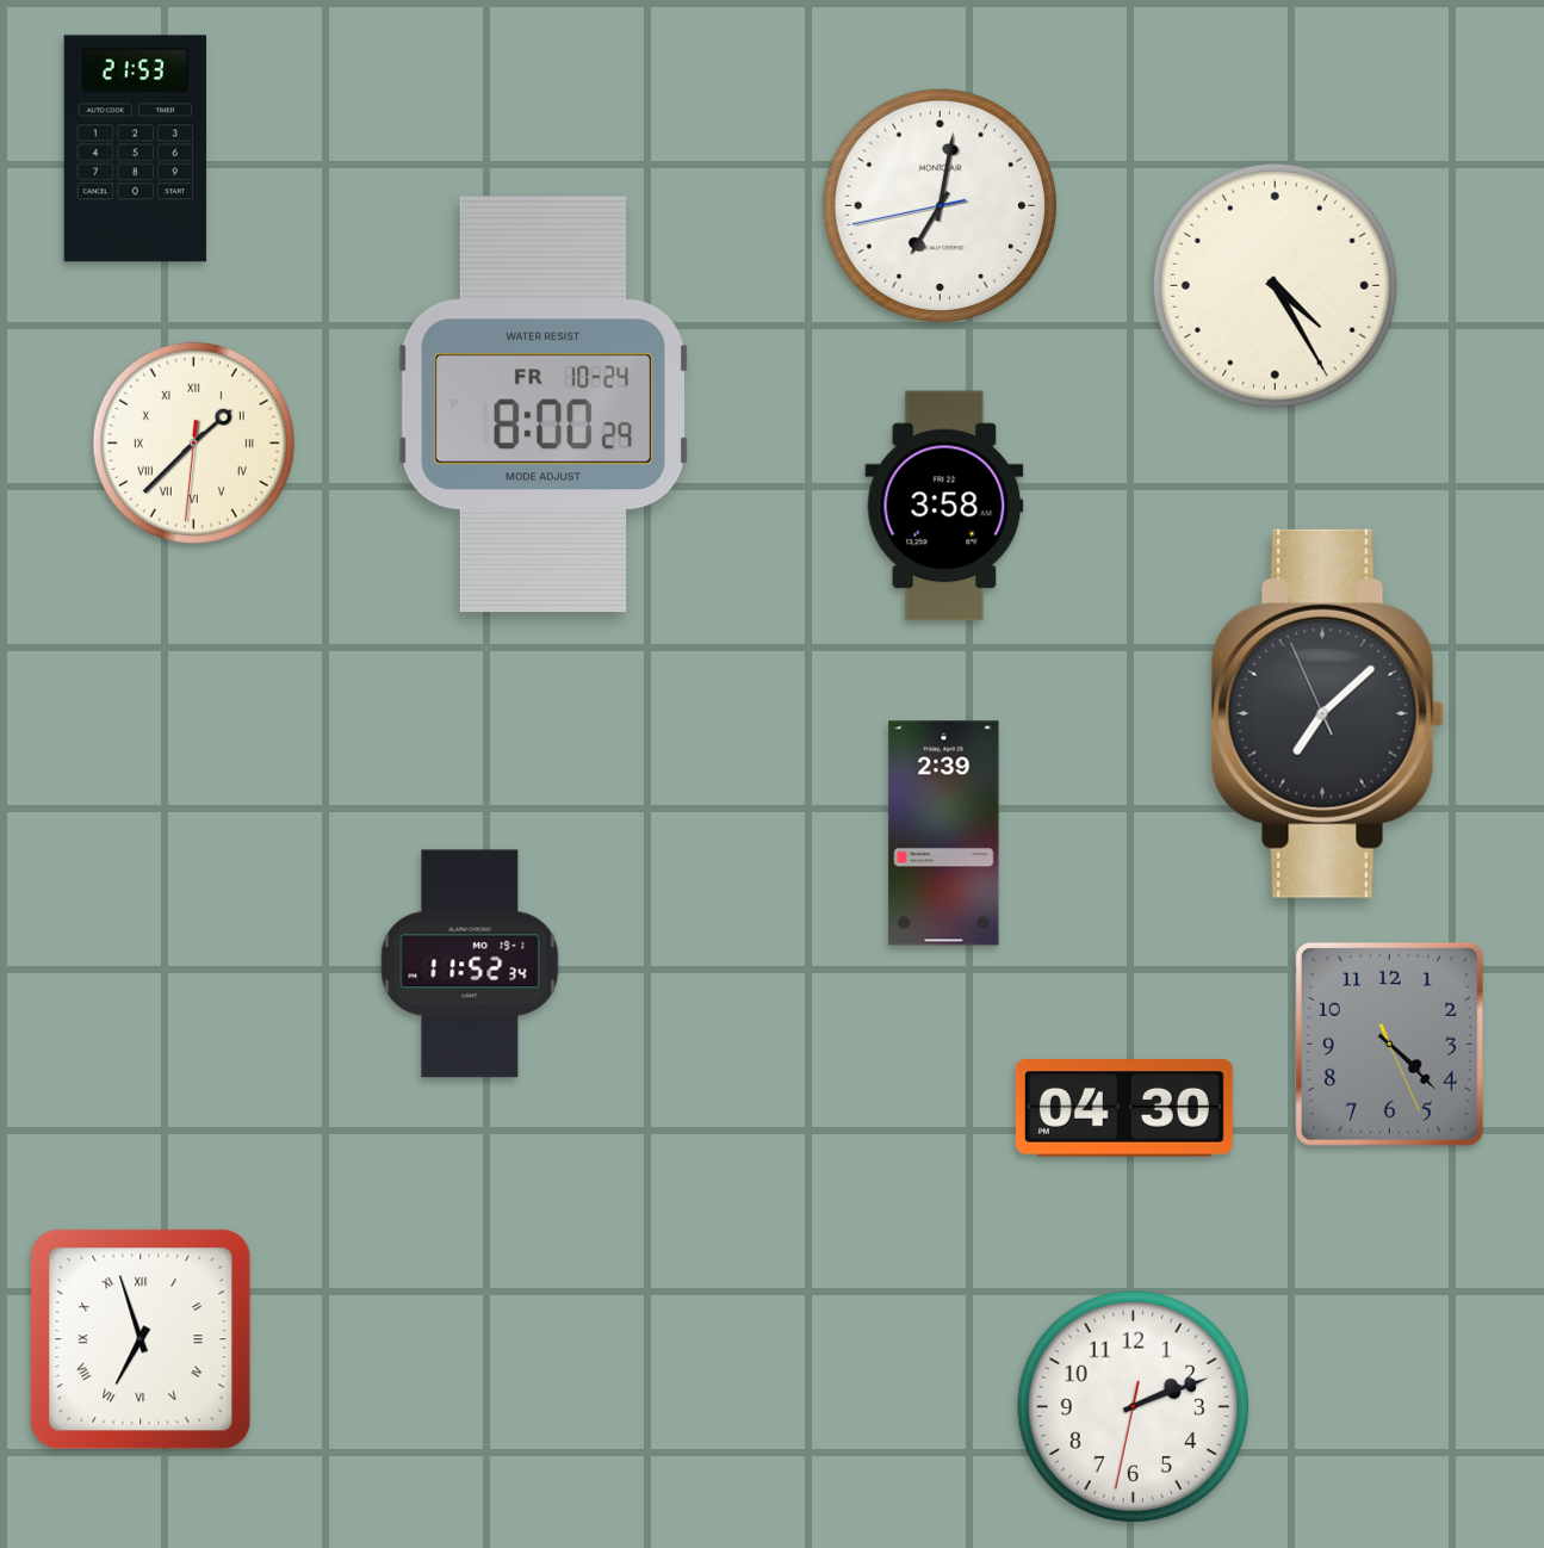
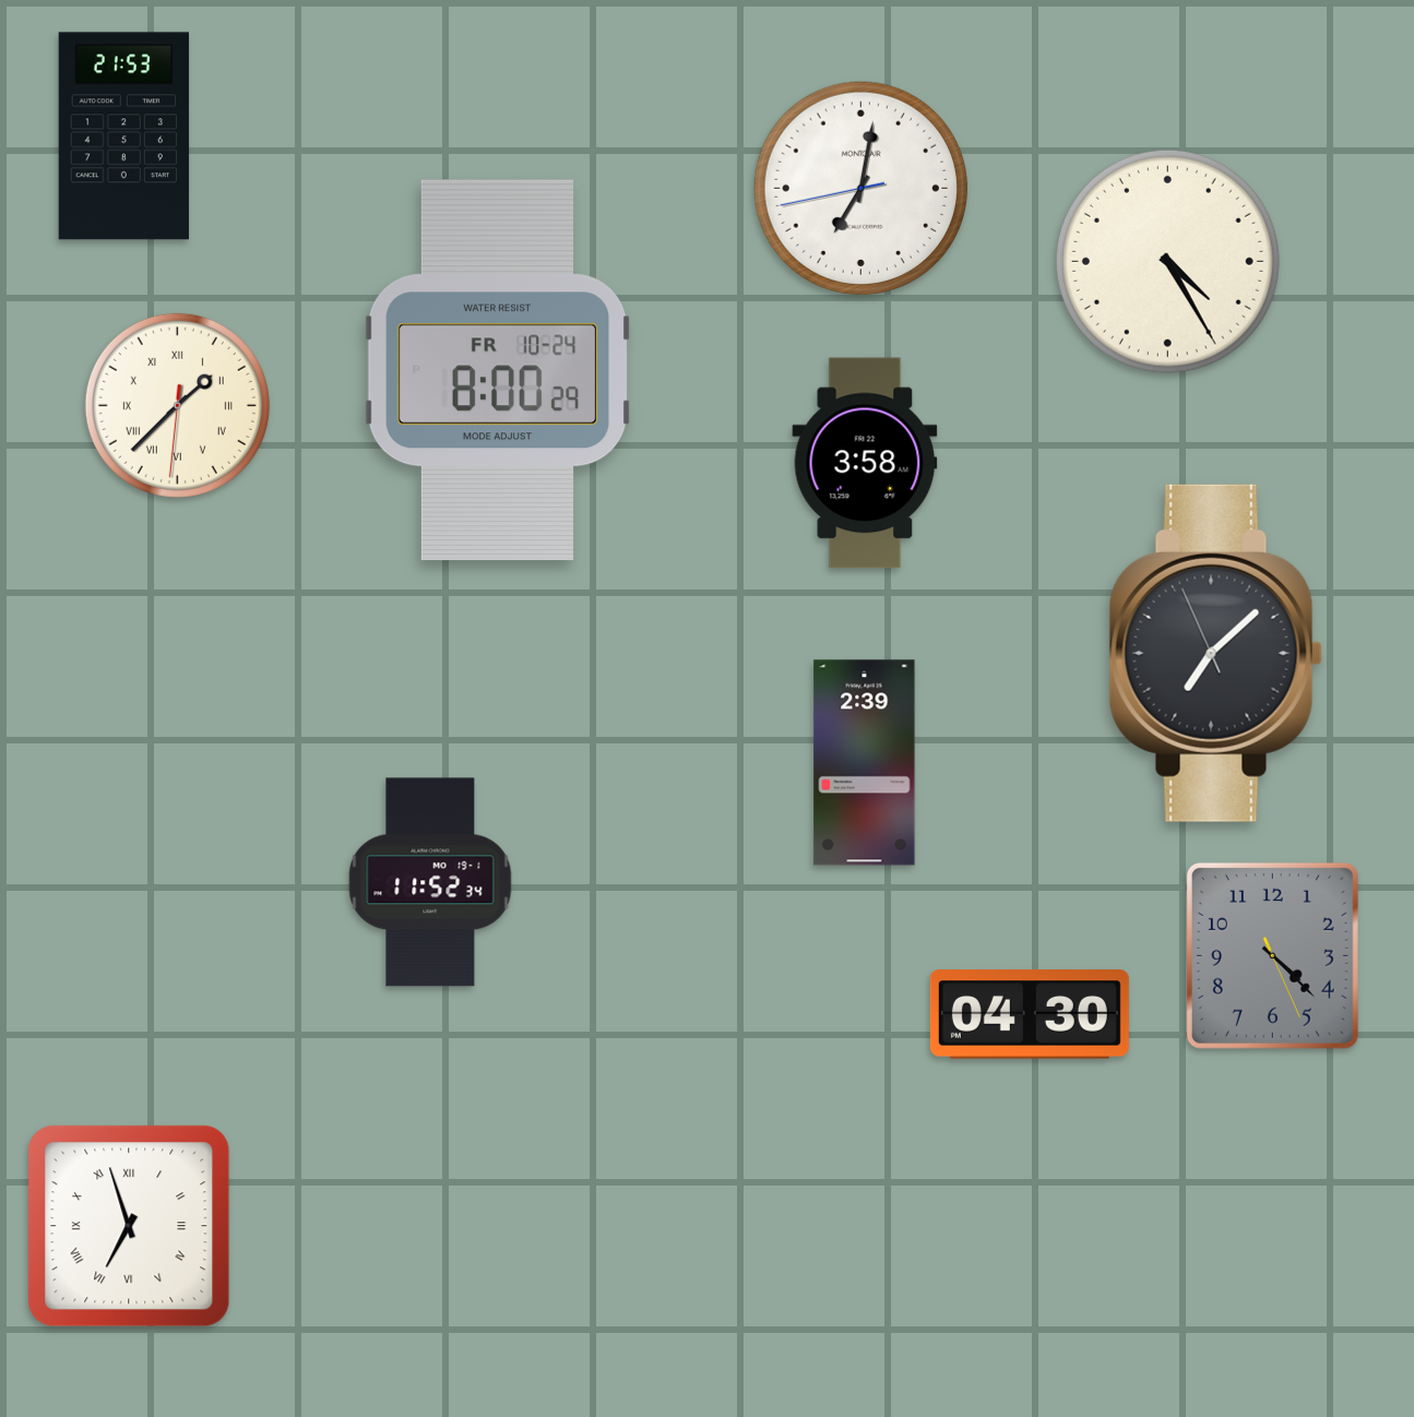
clock at (1134, 1407): 2:11 -> none
